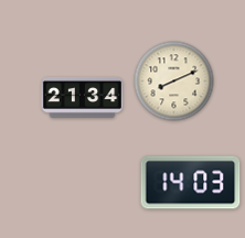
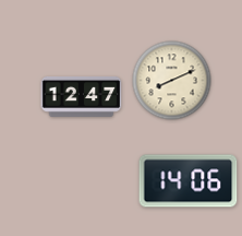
clock at (83, 97): 21:34 -> 12:47
clock at (191, 183): 14:03 -> 14:06
